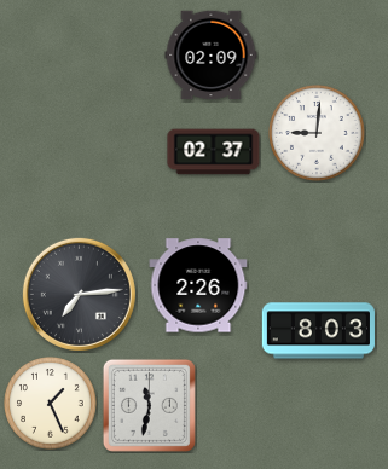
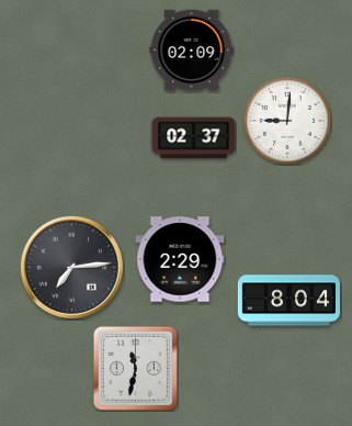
clock at (198, 285): 2:26 -> 2:29
clock at (318, 331): 8:03 -> 8:04
clock at (51, 404): 1:26 -> none
